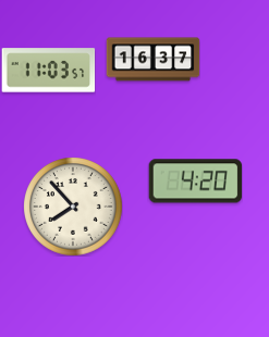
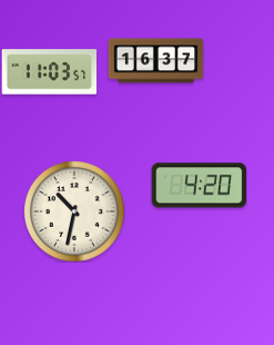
clock at (73, 207): 7:53 -> 10:32
